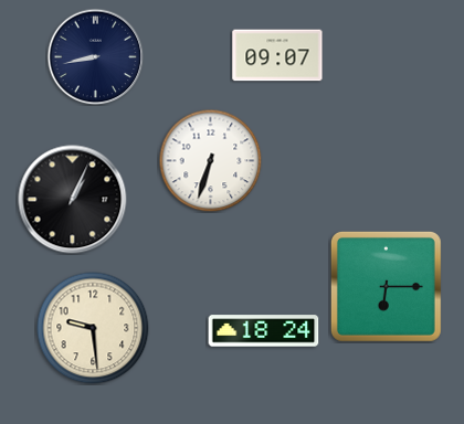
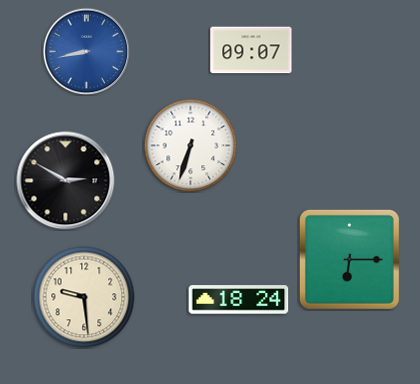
clock at (95, 56) dial: navy -> blue
clock at (73, 200): 1:04 -> 2:50
